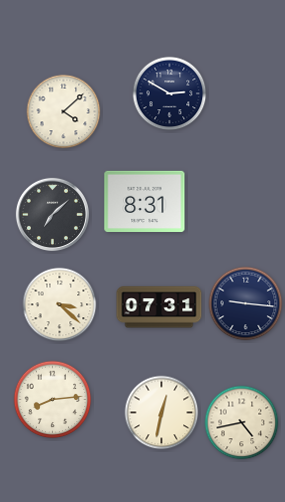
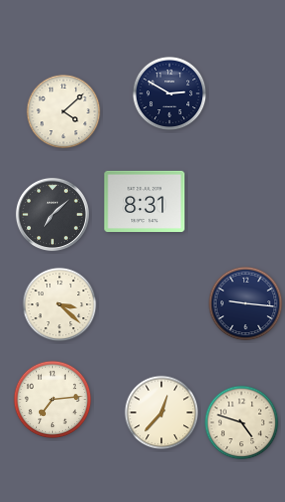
clock at (159, 307): 07:31 -> none
clock at (53, 400): 8:14 -> 7:14
clock at (162, 413): 12:32 -> 12:37
clock at (242, 423): 4:43 -> 4:48
